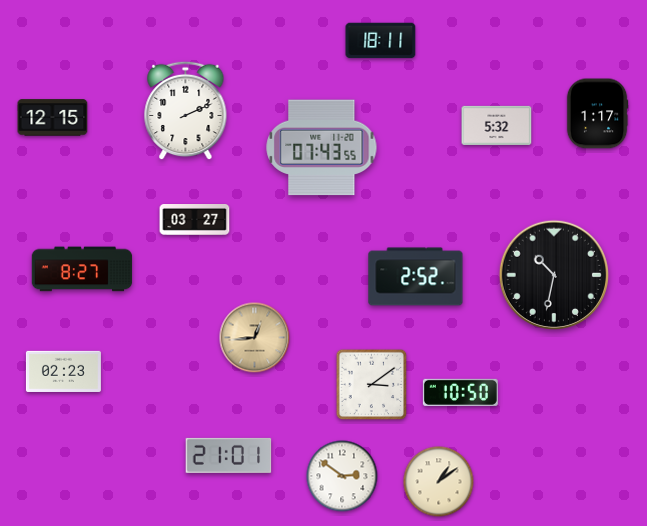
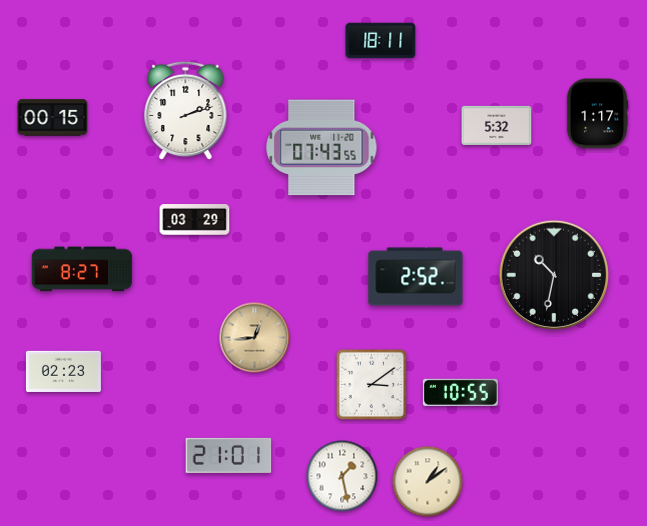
clock at (186, 111): 2:11 -> 2:12
clock at (53, 118): 12:15 -> 00:15
clock at (195, 220): 03:27 -> 03:29
clock at (460, 392): 10:50 -> 10:55
clock at (342, 476): 2:51 -> 1:28
clock at (439, 482) position: (439, 482) -> (428, 482)
